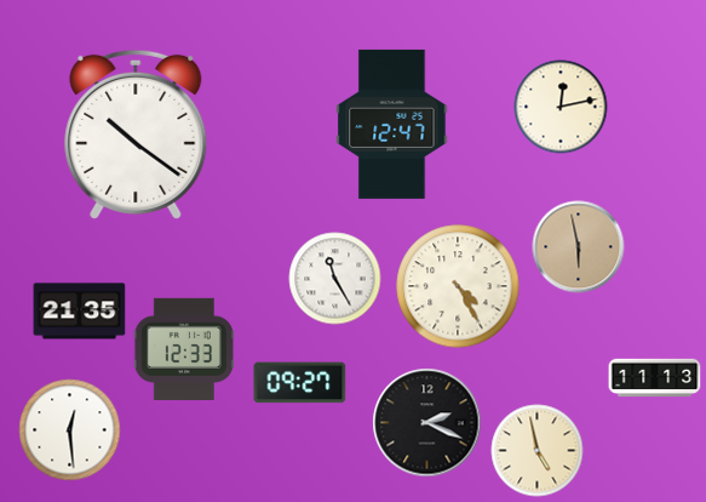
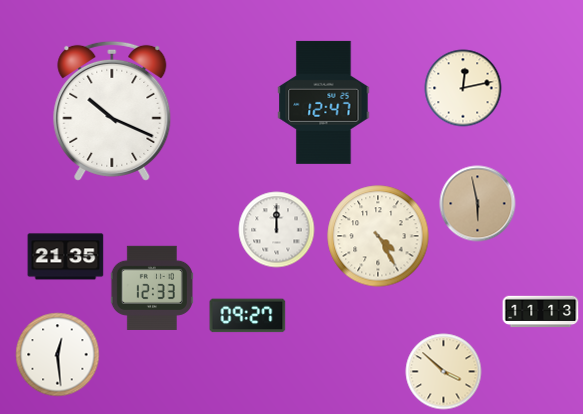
clock at (136, 135): 10:21 -> 10:19
clock at (335, 279): 11:25 -> 12:00
clock at (427, 423): 2:19 -> none
clock at (538, 451): 4:58 -> 3:52
